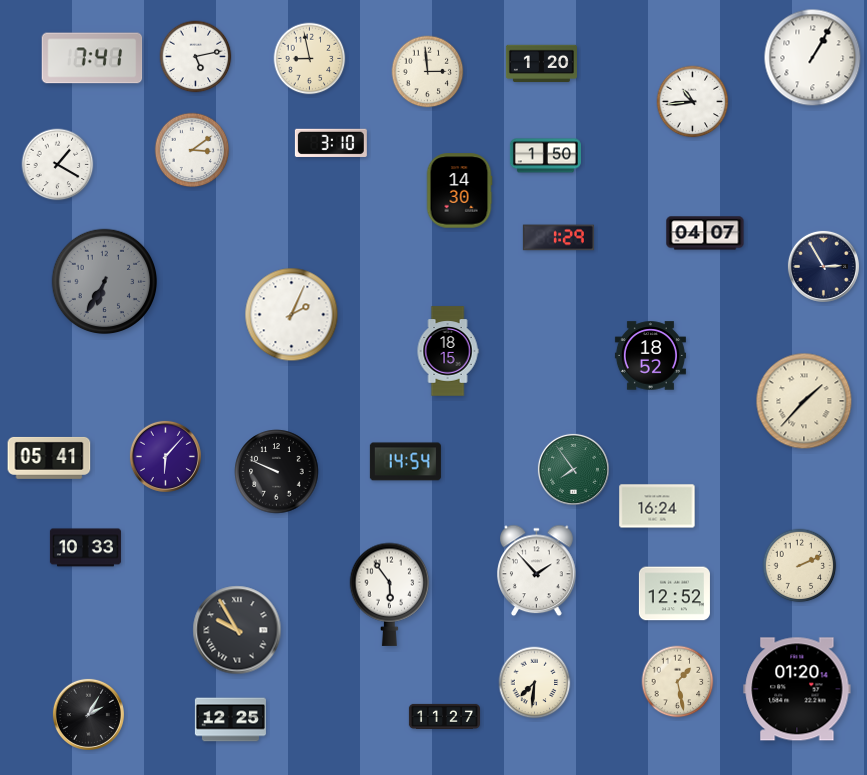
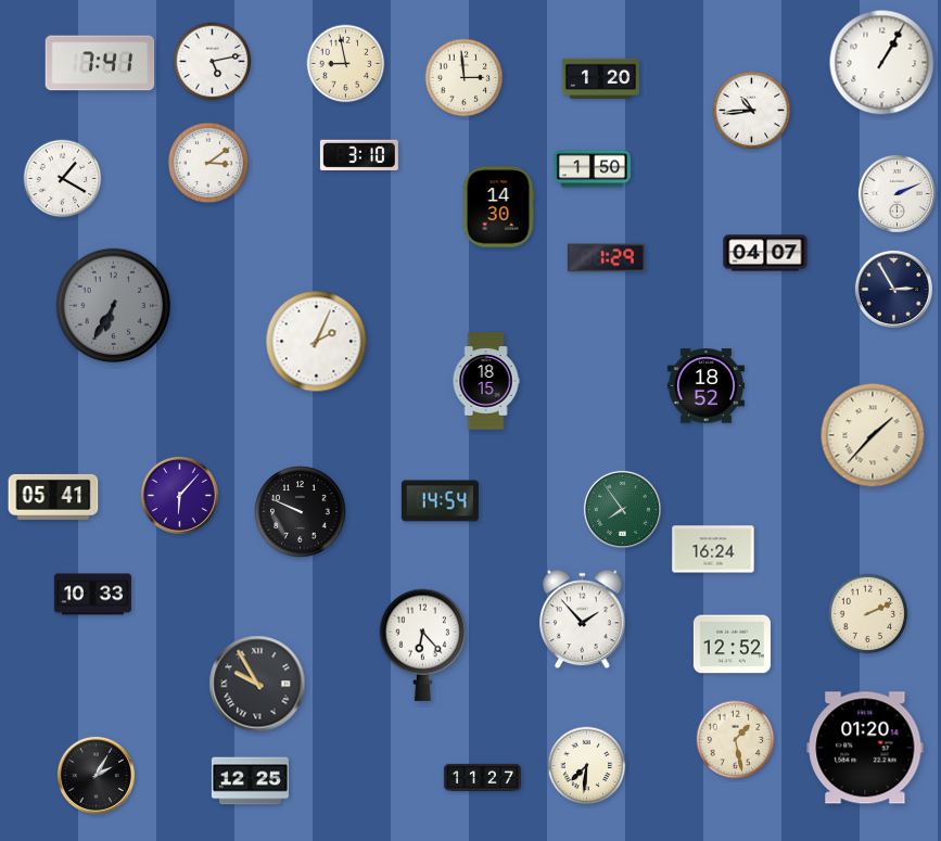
clock at (310, 59) position: (310, 59) -> (346, 64)
clock at (541, 64) position: (541, 64) -> (600, 79)
clock at (897, 193): none -> 2:11
clock at (390, 594): 5:54 -> 6:23
clock at (535, 683) position: (535, 683) -> (587, 766)
